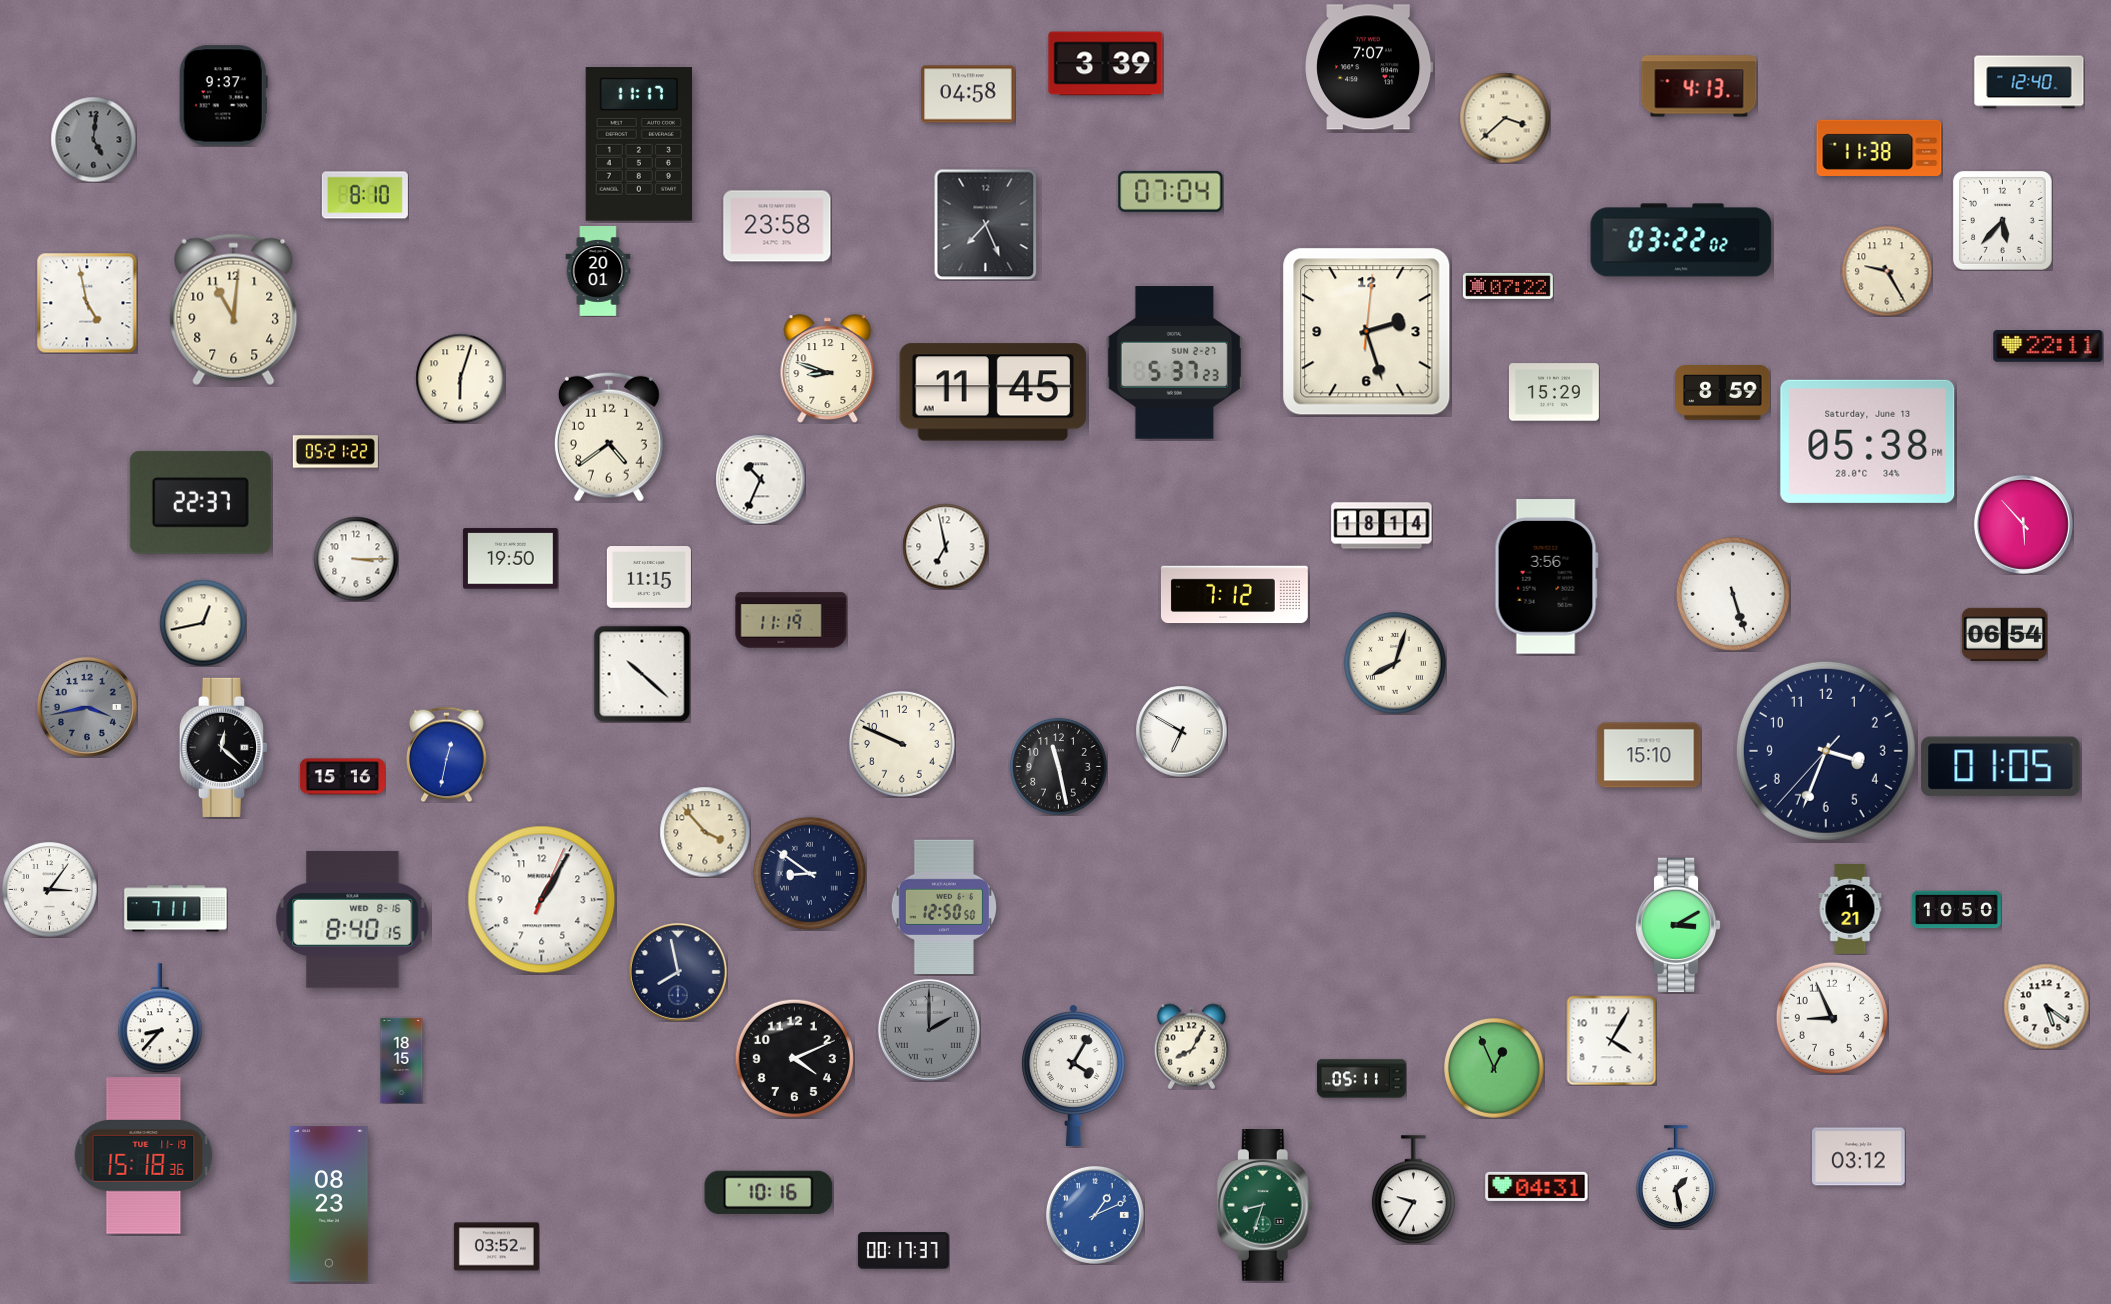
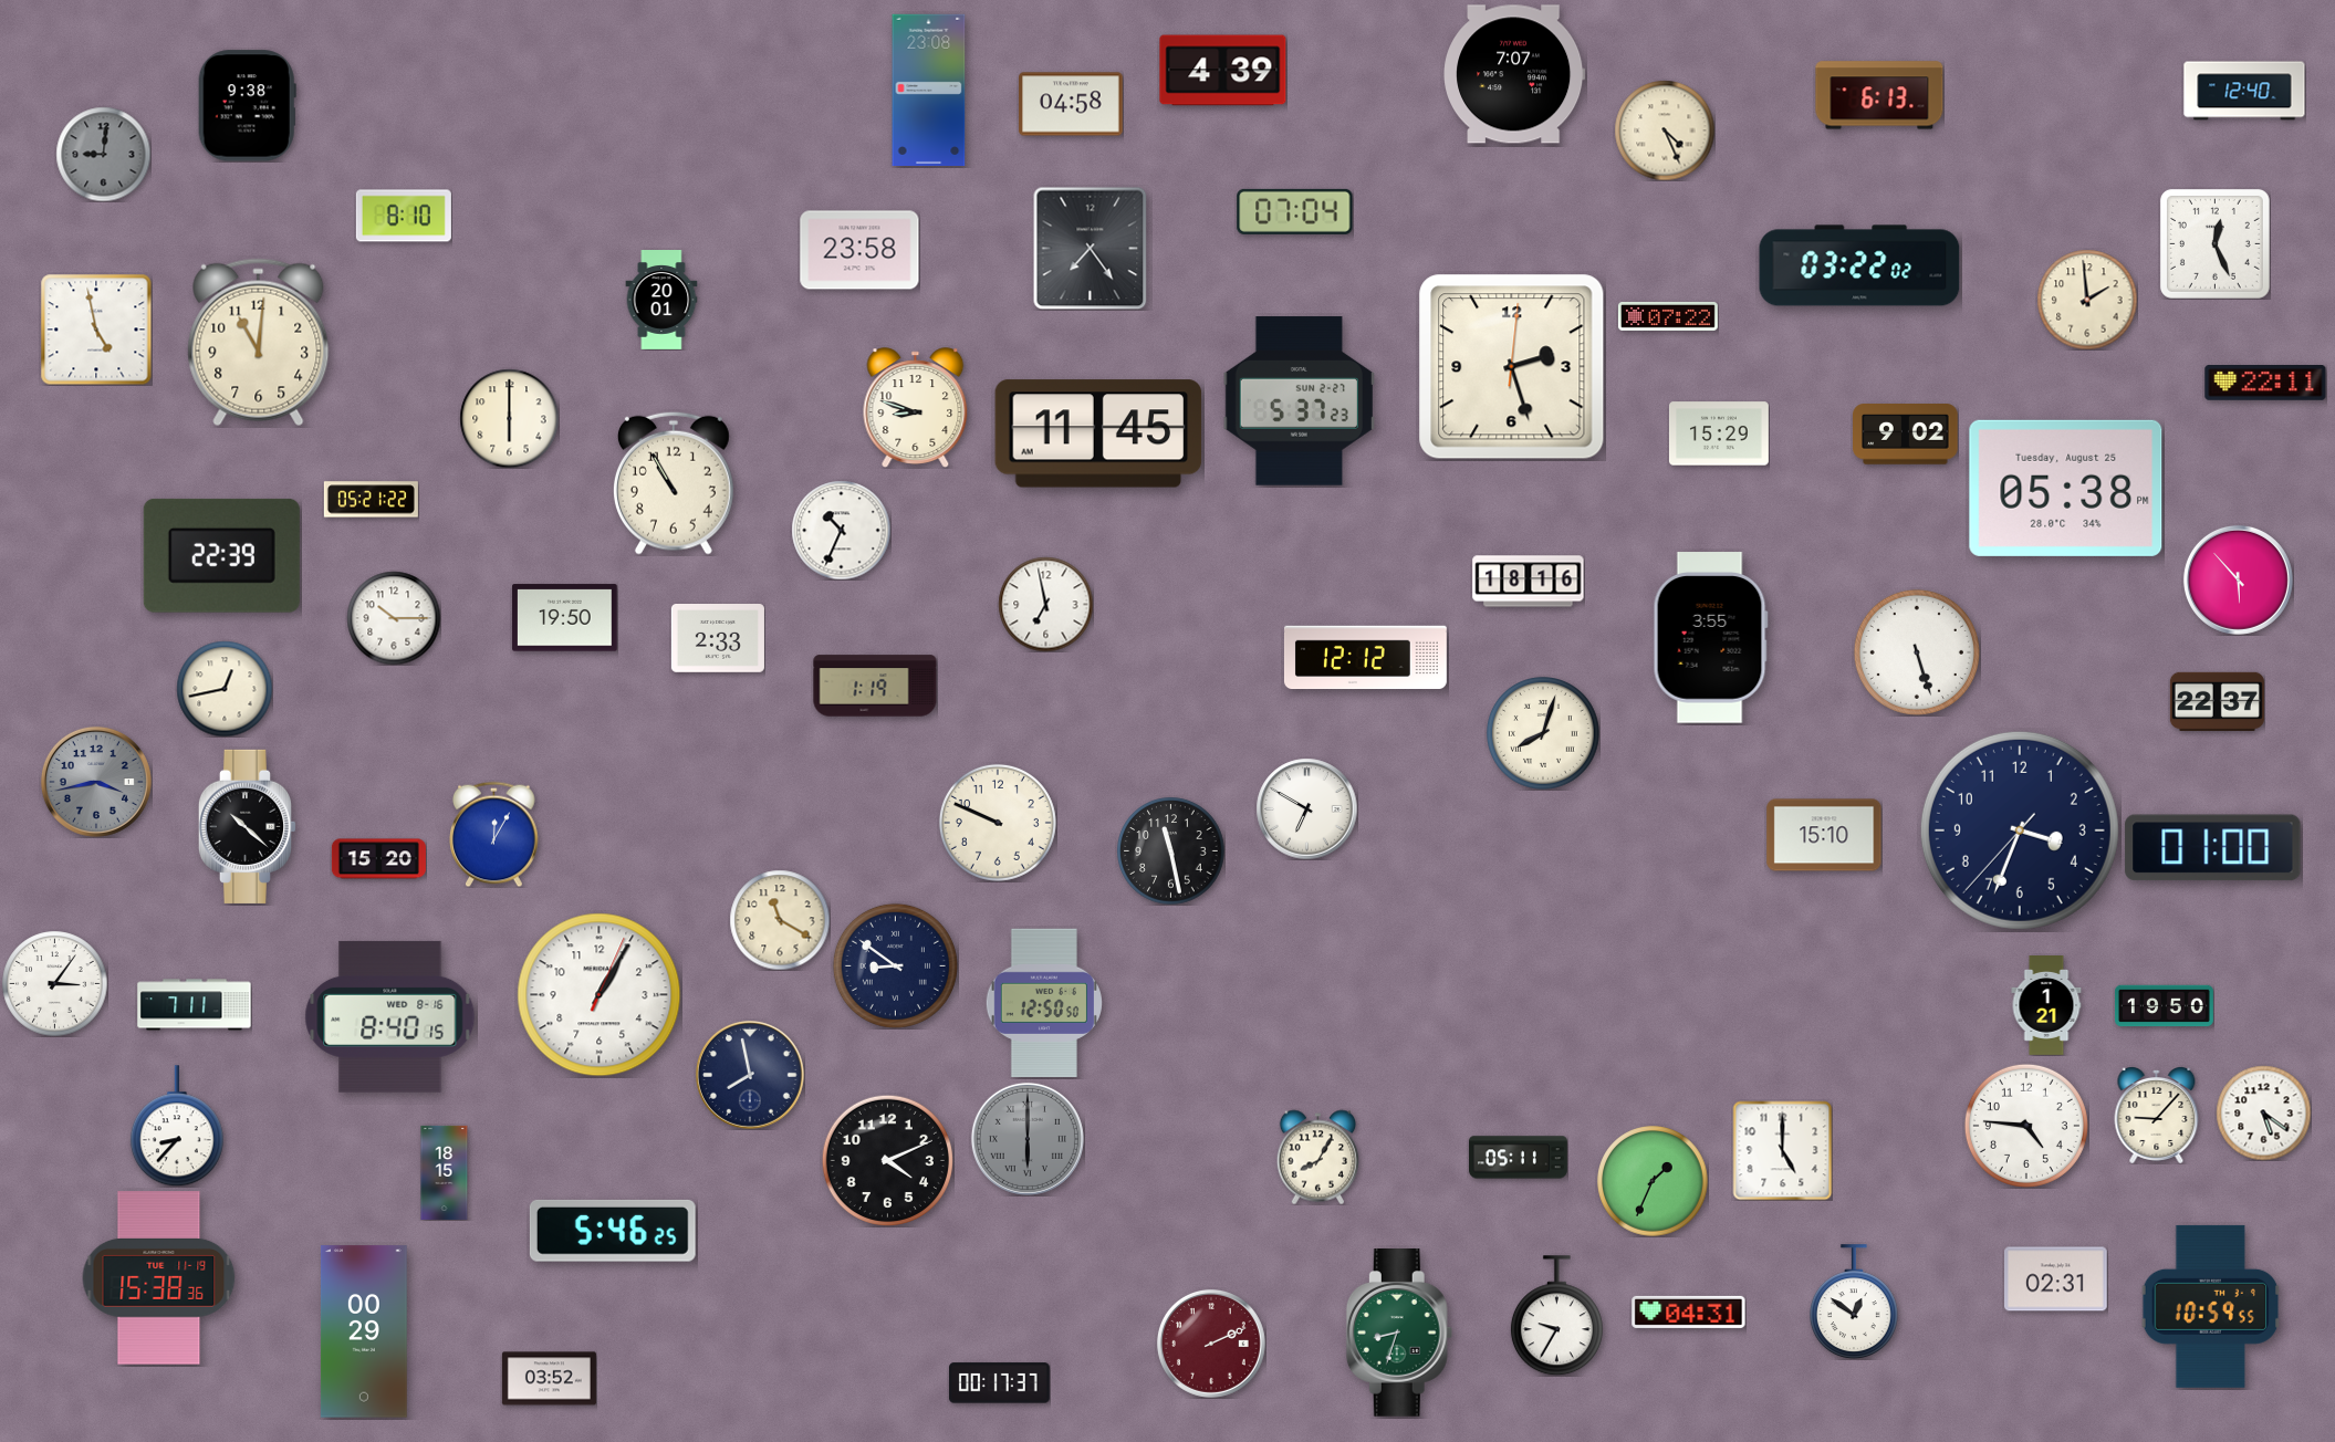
clock at (1106, 64): 3:39 -> 4:39
clock at (929, 90): none -> 23:08
clock at (1699, 86): 4:13 -> 6:13
clock at (223, 96): 9:37 -> 9:38
clock at (1505, 118): 3:38 -> 4:26
clock at (93, 139): 5:01 -> 9:01
clock at (638, 144): 11:17 -> none
clock at (1879, 148): 11:38 -> none
clock at (2002, 220): 5:37 -> 12:26
clock at (986, 224): 7:26 -> 7:24
clock at (1887, 271): 9:25 -> 1:59
clock at (87, 303) position: (87, 303) -> (96, 330)
clock at (460, 378): 6:03 -> 6:00
clock at (1723, 393): 8:59 -> 9:02
clock at (609, 437): 4:39 -> 10:55
clock at (1868, 441) date: Saturday, June 13 -> Tuesday, August 25
clock at (200, 502): 22:37 -> 22:39
clock at (1382, 526): 18:14 -> 18:16
clock at (356, 559): 3:15 -> 10:15
clock at (1546, 577): 3:56 -> 3:55
clock at (649, 578): 11:15 -> 2:33
clock at (1733, 594) position: (1733, 594) -> (1917, 652)
clock at (1234, 595): 7:12 -> 12:12
clock at (791, 620): 11:19 -> 1:19
clock at (2004, 634): 06:54 -> 22:37
clock at (642, 674): 10:22 -> none
clock at (223, 747): 12:22 -> 10:22
clock at (447, 754): 12:32 -> 12:05
clock at (1059, 767) position: (1059, 767) -> (1171, 851)
clock at (2001, 767): 01:05 -> 01:00
clock at (342, 777): 15:16 -> 15:20
clock at (705, 832): 3:53 -> 11:20
clock at (1956, 910): 10:50 -> 19:50
clock at (1678, 925): 3:10 -> none
clock at (2157, 1116): none -> 9:07
clock at (1832, 1018): 8:56 -> 4:46
clock at (929, 1030): 2:00 -> 6:00
clock at (1611, 1040): 4:05 -> 5:00
clock at (794, 1058) position: (794, 1058) -> (887, 1160)
clock at (1494, 1068): 12:56 -> 1:34
clock at (1073, 1075): 4:05 -> none
clock at (1361, 1079) position: (1361, 1079) -> (1518, 1158)
clock at (613, 1231): none -> 5:46
clock at (144, 1156): 15:18 -> 15:38
clock at (1859, 1157): 03:12 -> 02:31
clock at (1676, 1177): 1:28 -> 12:51
clock at (2210, 1306): none -> 10:59
clock at (1537, 1186) position: (1537, 1186) -> (1689, 1312)
clock at (1413, 1190) position: (1413, 1190) -> (1556, 1316)
clock at (769, 1192): 10:16 -> none
clock at (329, 1204): 08:23 -> 00:29
clock at (1095, 1215): 1:11 -> 2:11
clock at (1095, 1215) dial: blue -> burgundy
